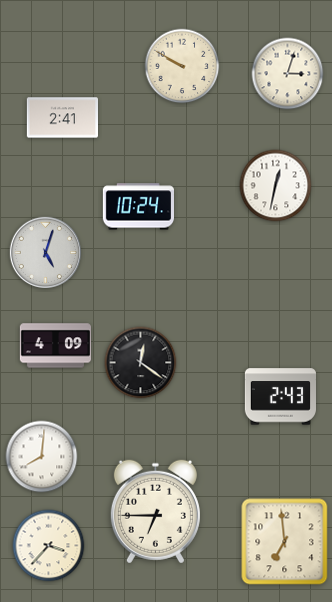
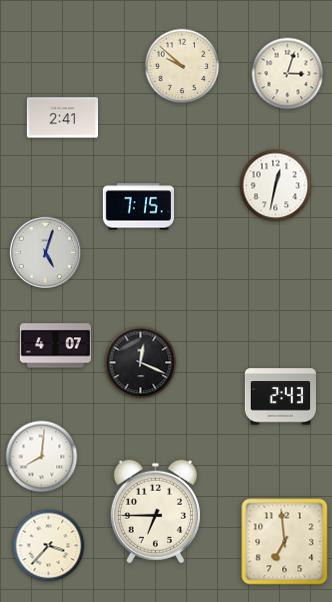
clock at (182, 66): 9:50 -> 9:52
clock at (138, 207): 10:24 -> 7:15
clock at (55, 346): 4:09 -> 4:07
clock at (141, 363): 12:21 -> 12:19
